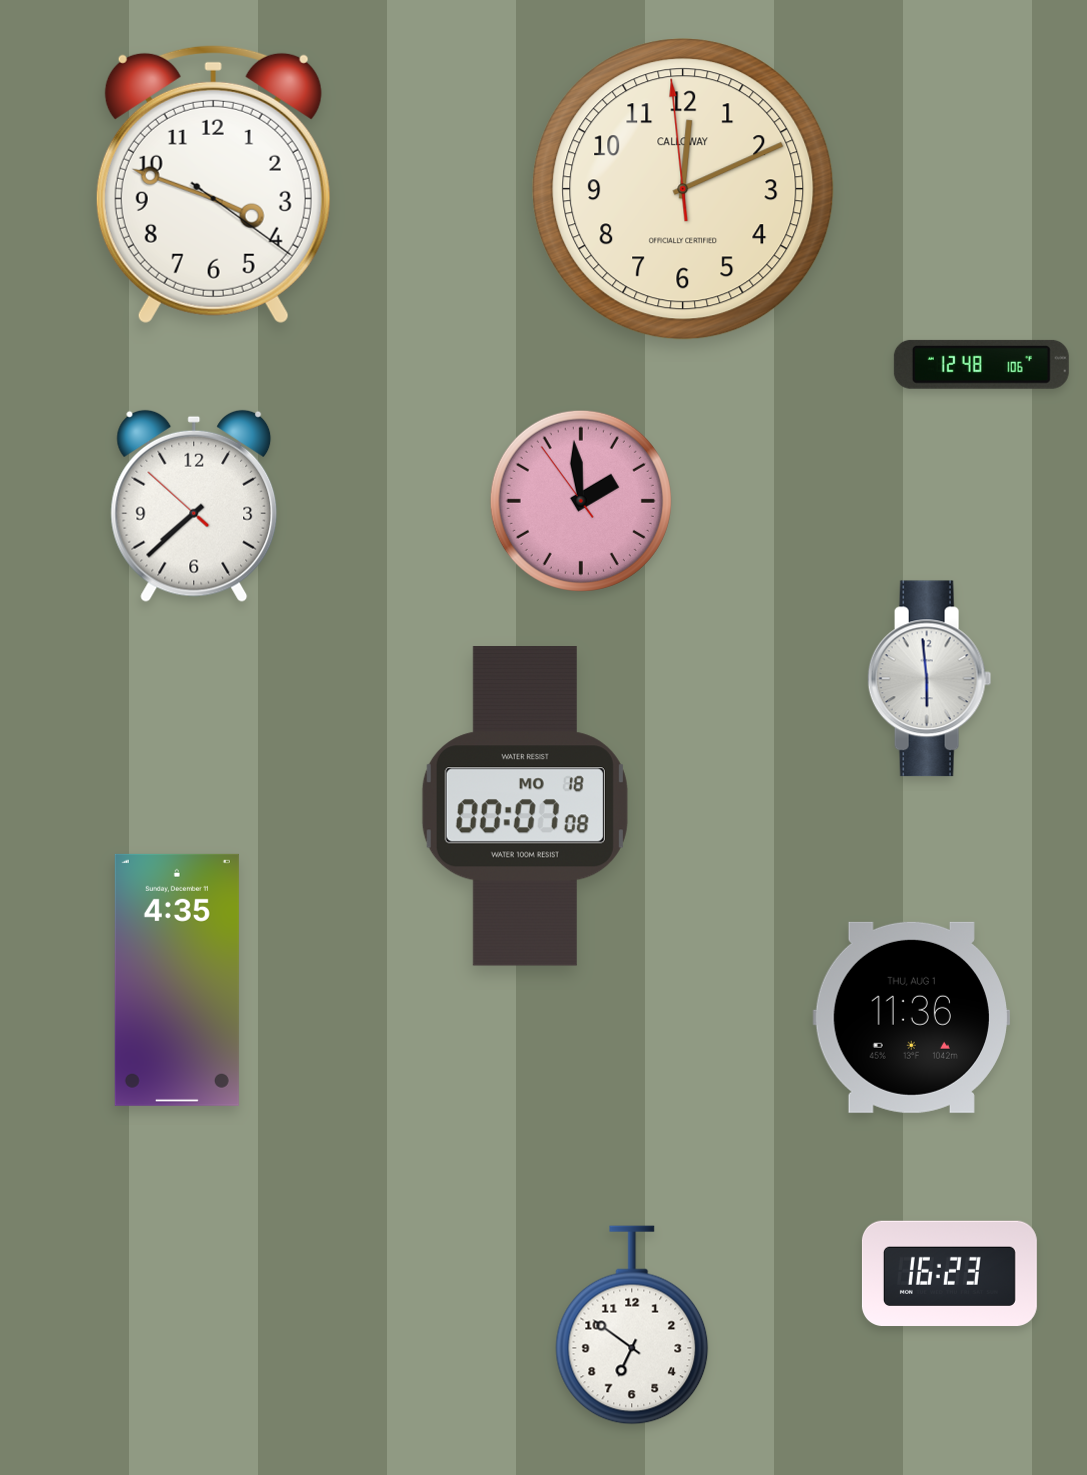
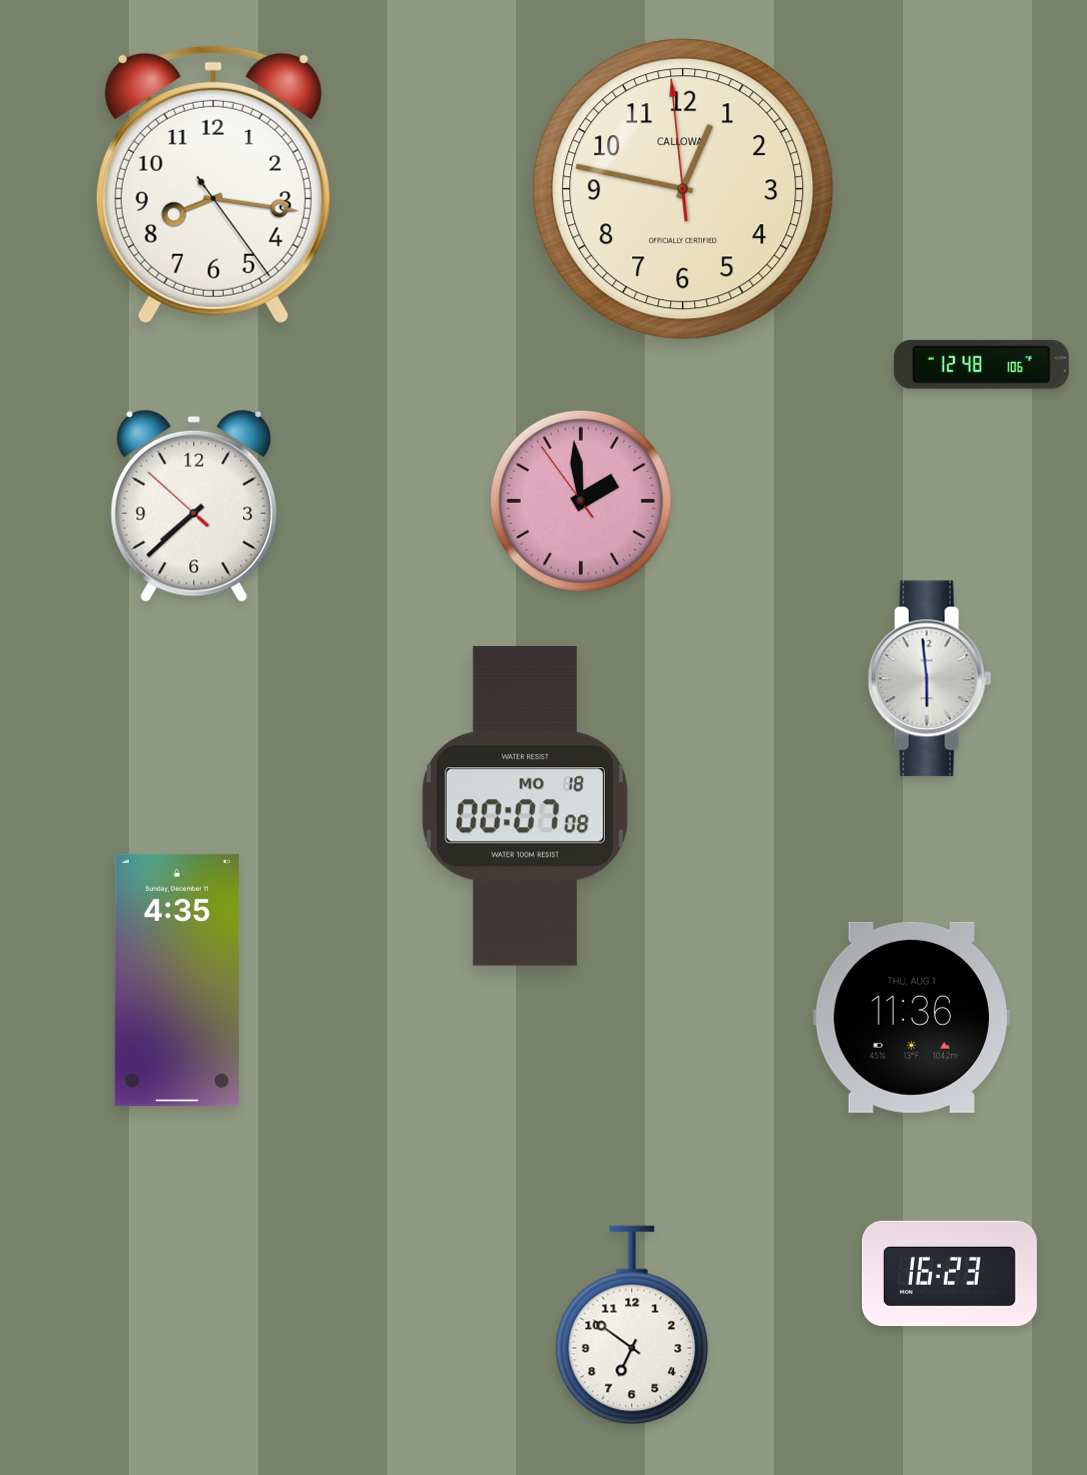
clock at (213, 184): 3:48 -> 8:16
clock at (683, 189): 12:10 -> 12:46
